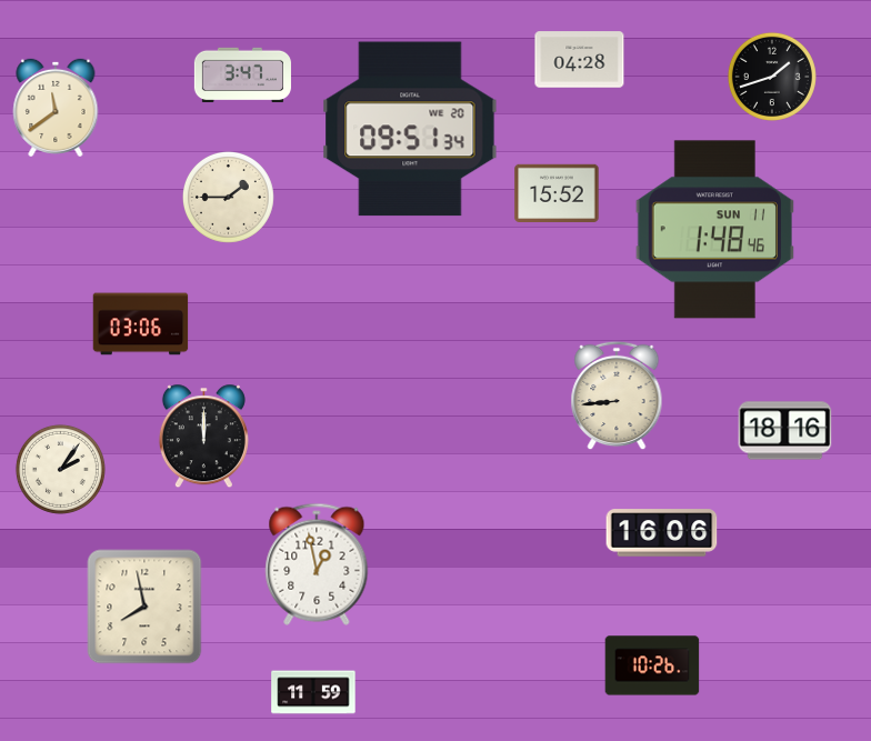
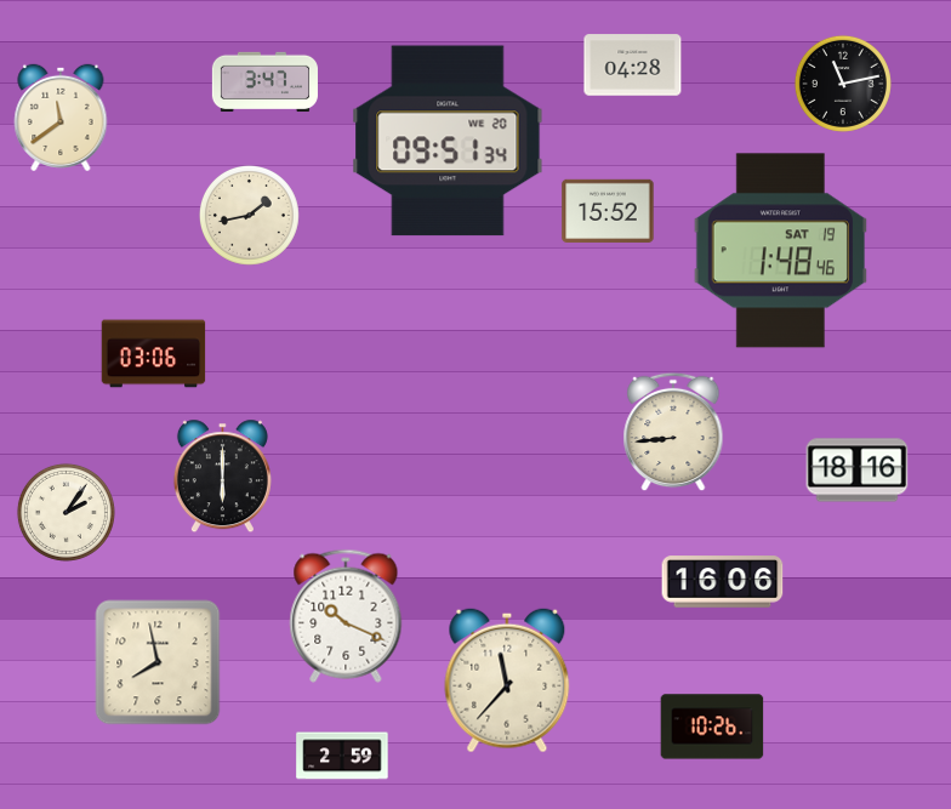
clock at (772, 77): 1:42 -> 11:13
clock at (229, 198): 1:45 -> 1:43
clock at (714, 230) date: SUN 11 -> SAT 19
clock at (203, 437): 12:00 -> 6:00
clock at (317, 564): 12:58 -> 10:19
clock at (507, 680): none -> 11:37
clock at (313, 692): 11:59 -> 2:59
